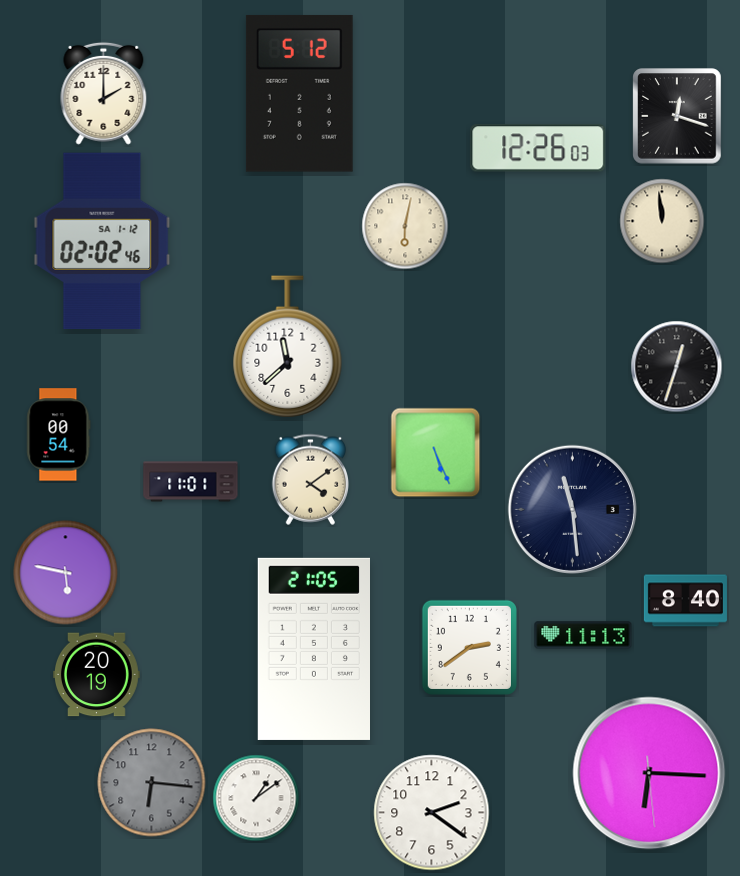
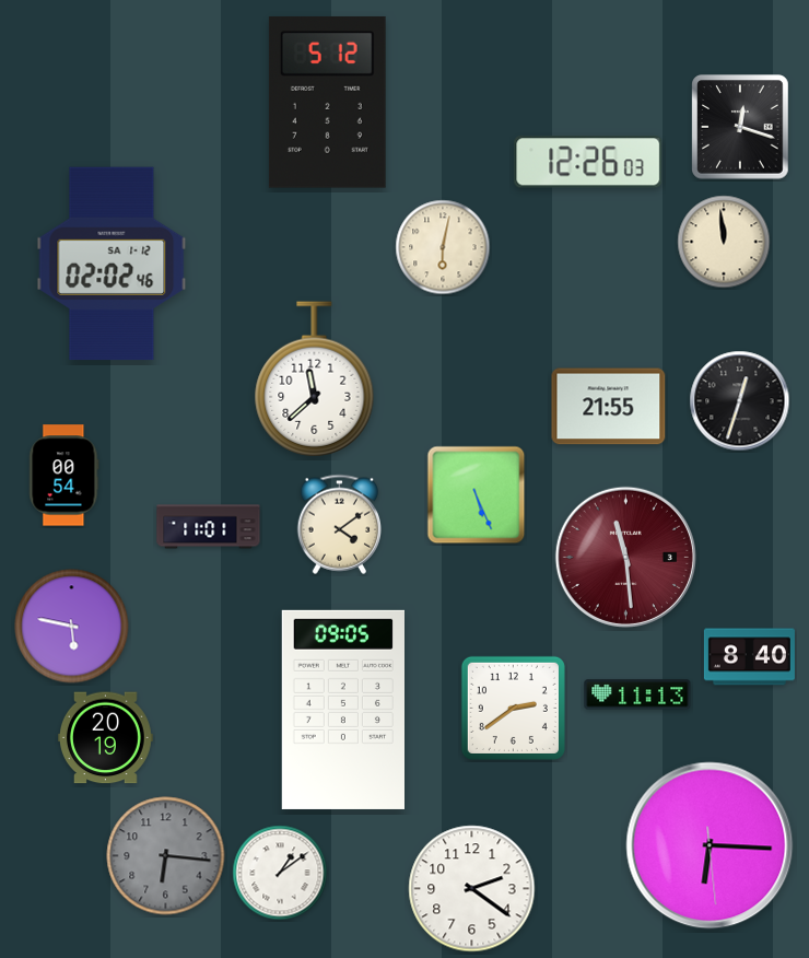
clock at (104, 93): 2:00 -> none
clock at (609, 407): none -> 21:55
clock at (572, 509) dial: navy -> burgundy
clock at (313, 649): 21:05 -> 09:05
